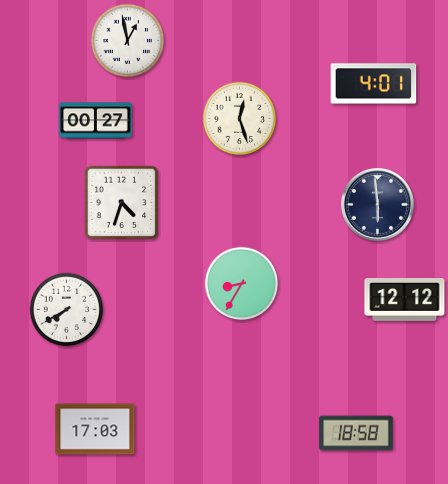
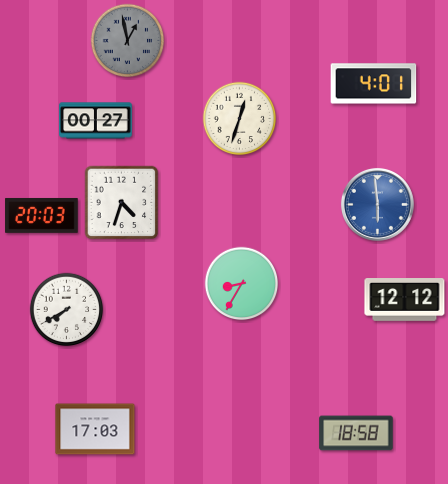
clock at (128, 41) dial: white -> grey
clock at (240, 119): 12:27 -> 12:33
clock at (377, 204) dial: navy -> blue
clock at (42, 215): none -> 20:03
